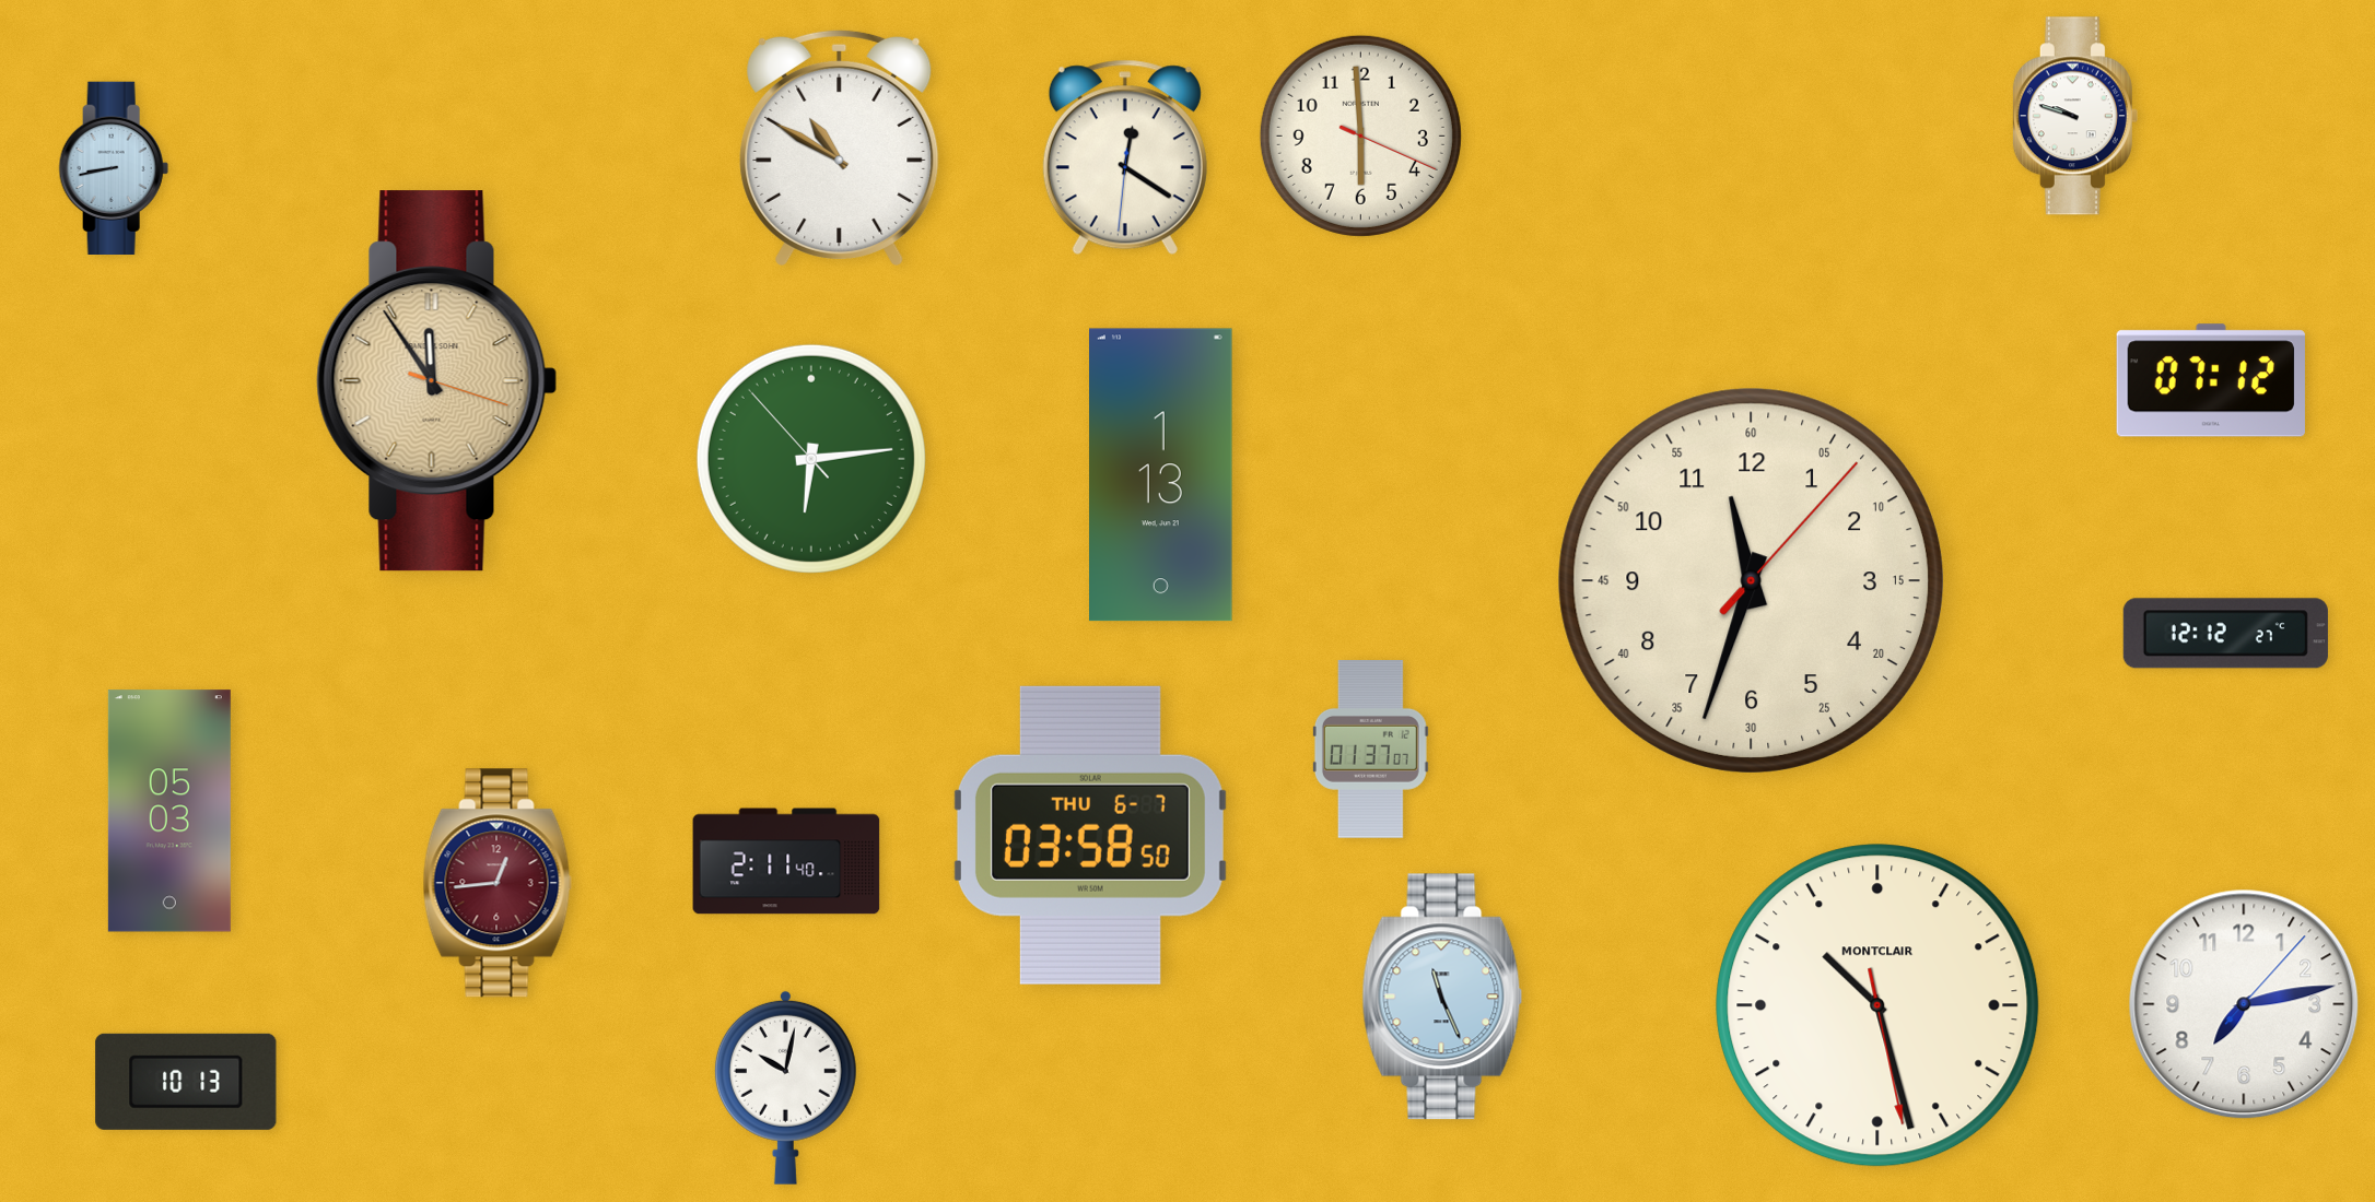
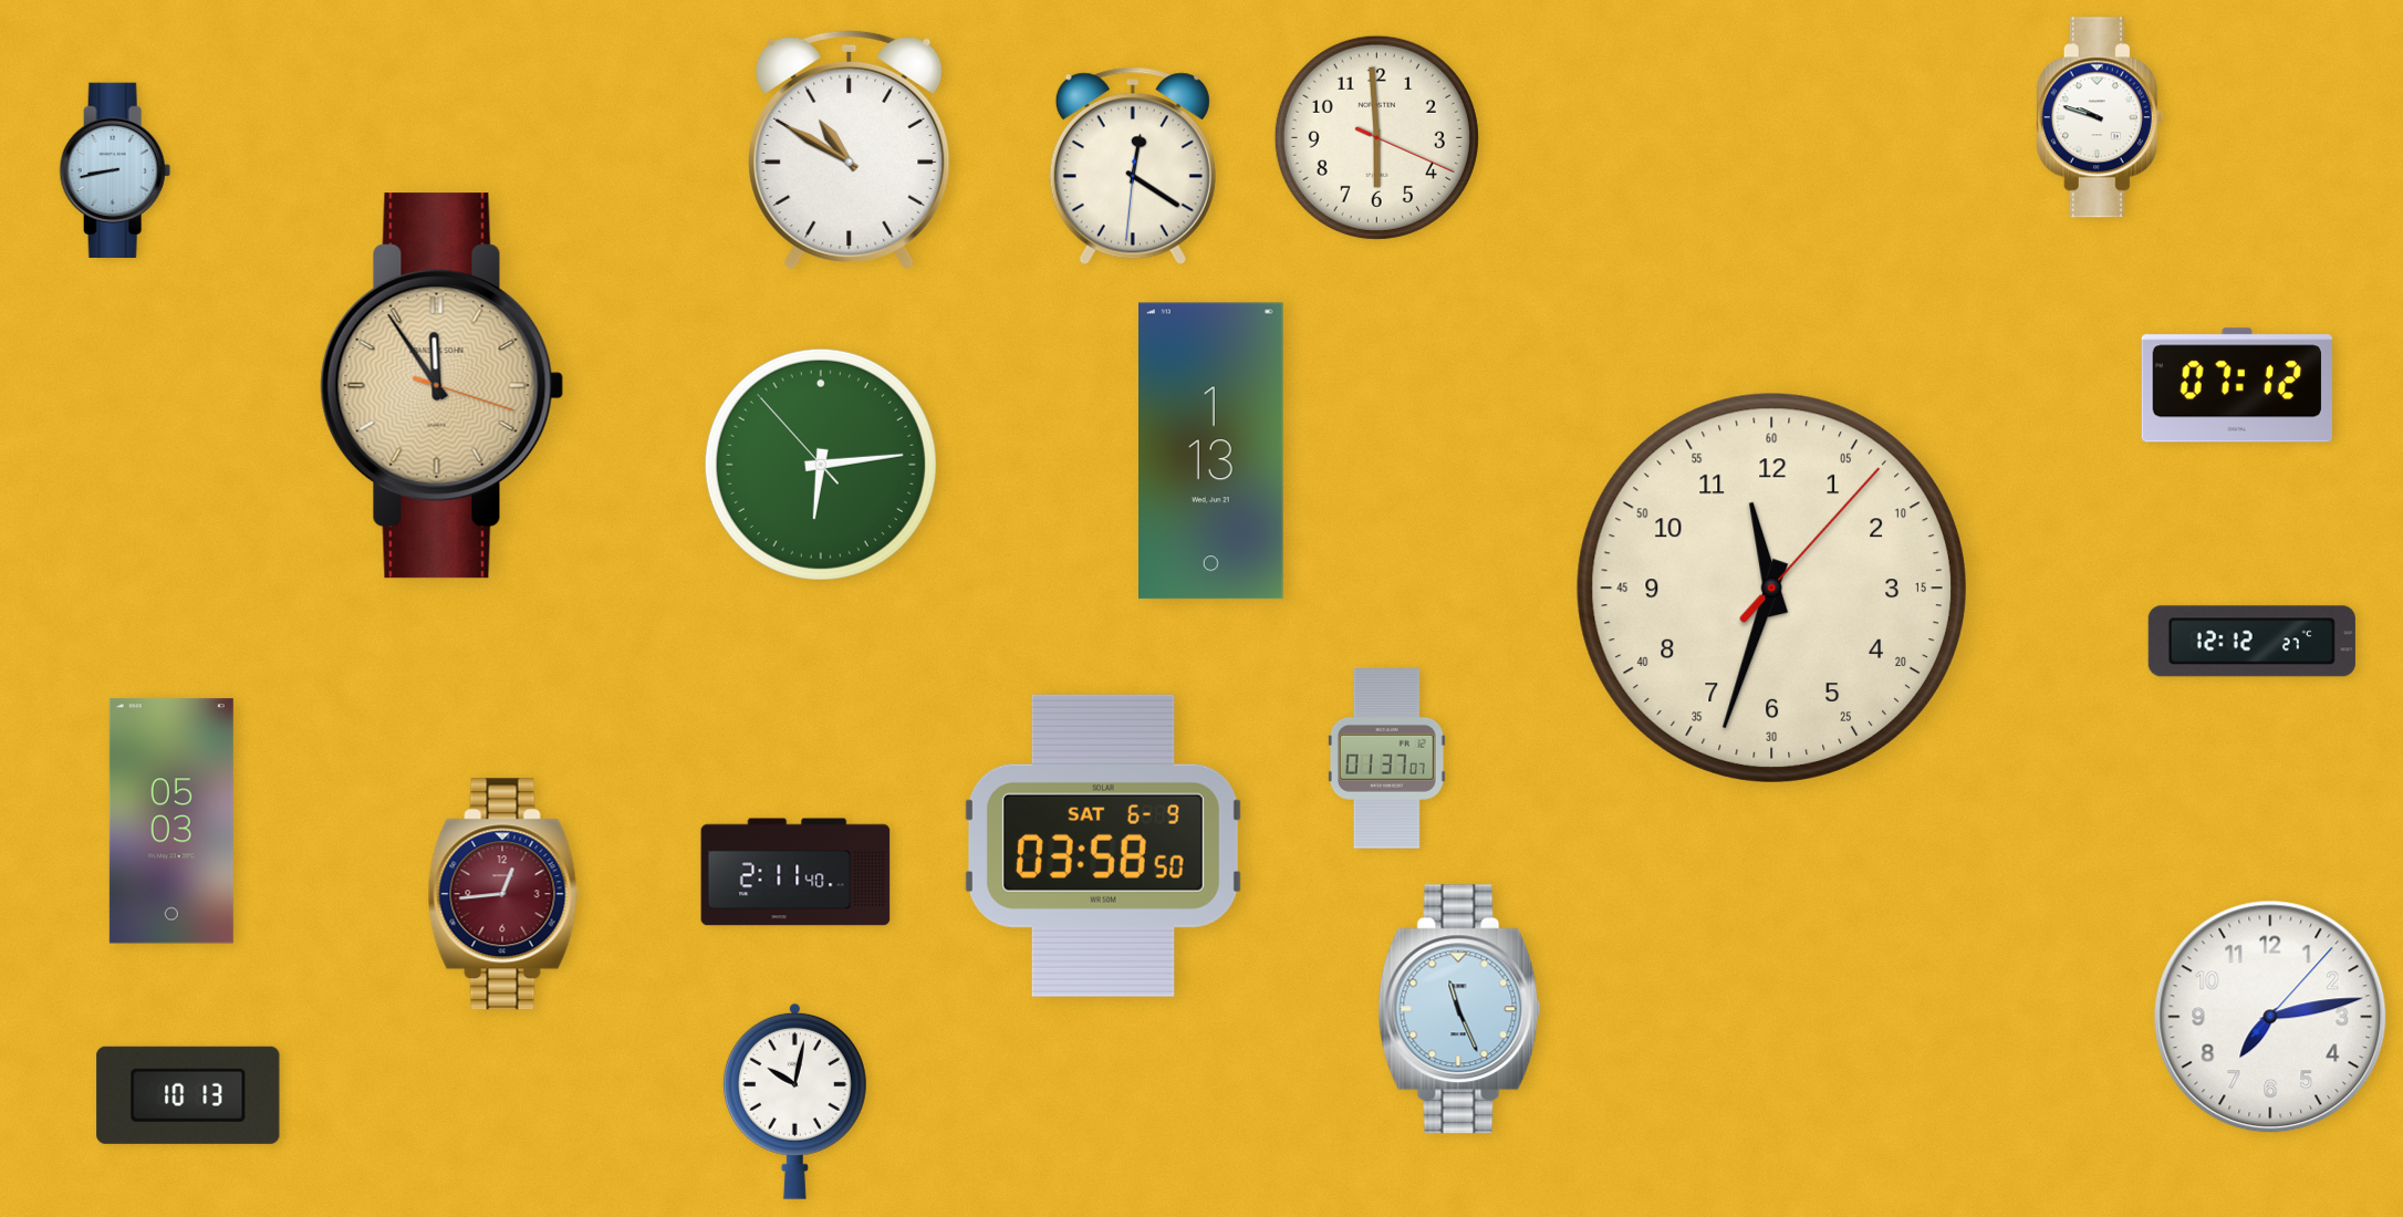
clock at (1125, 157) position: (1125, 157) -> (1133, 166)
clock at (1161, 475) position: (1161, 475) -> (1211, 451)
clock at (1090, 835) date: THU 6-7 -> SAT 6-9
clock at (1877, 1005): 10:27 -> none
